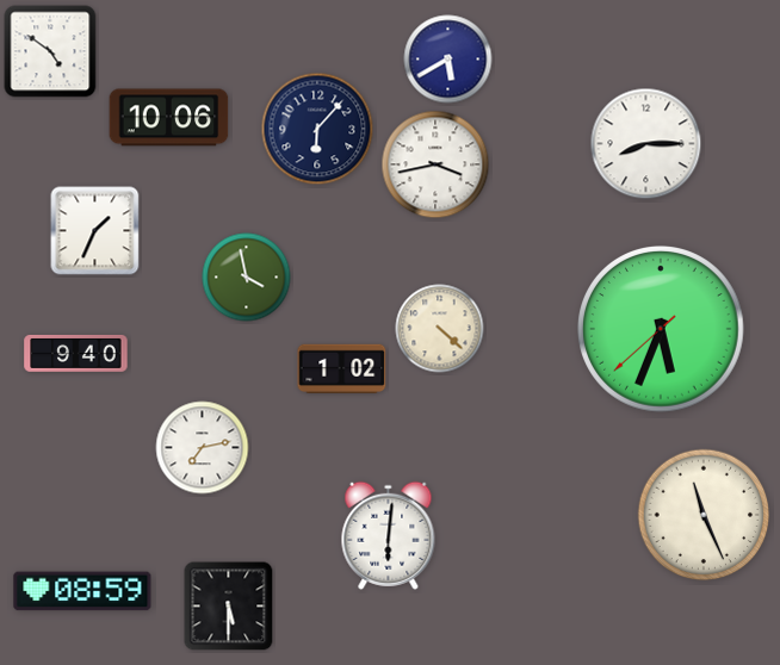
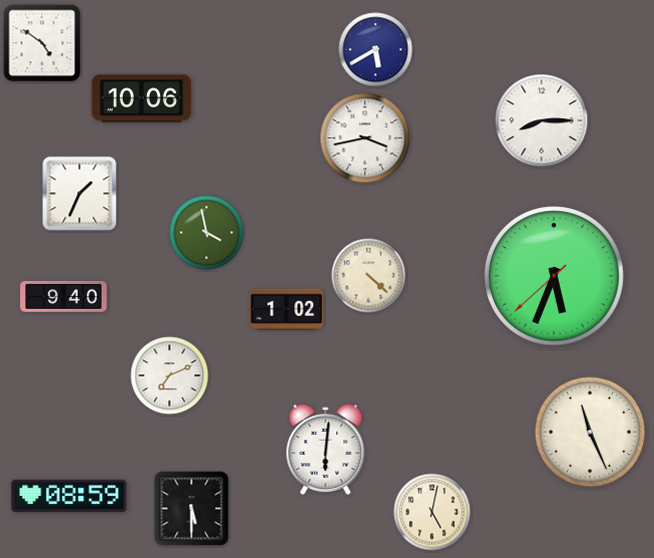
clock at (317, 129): 6:07 -> none
clock at (203, 448): 7:13 -> 7:11
clock at (432, 512): none -> 5:02
